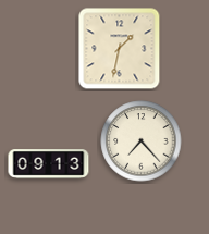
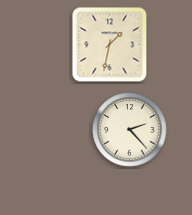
clock at (142, 141): 7:23 -> 2:23
clock at (49, 164): 09:13 -> none
